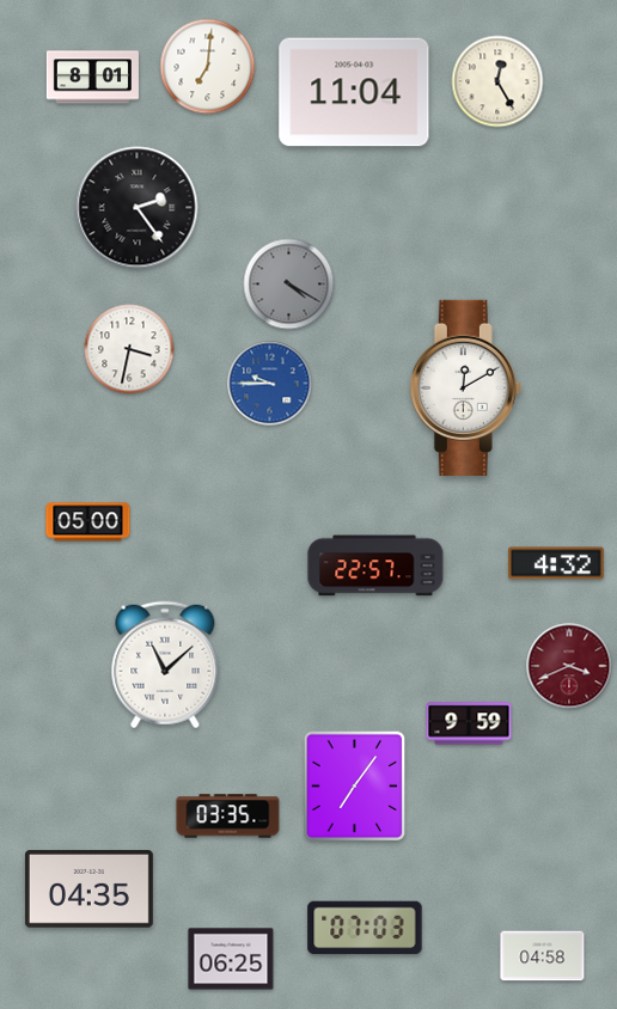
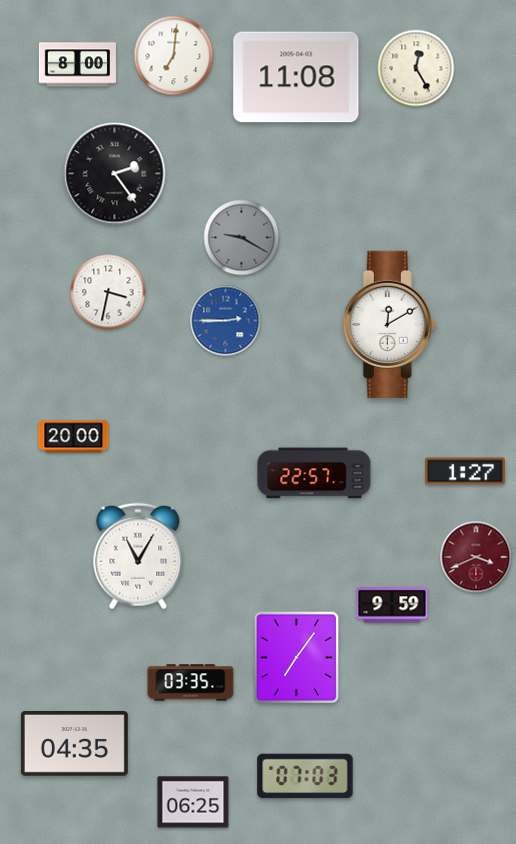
clock at (92, 78): 8:01 -> 8:00
clock at (354, 92): 11:04 -> 11:08
clock at (289, 285): 4:20 -> 9:20
clock at (270, 384): 9:45 -> 2:45
clock at (88, 522): 05:00 -> 20:00
clock at (556, 563): 4:32 -> 1:27
clock at (165, 665): 11:08 -> 11:05
clock at (543, 956): 04:58 -> none
